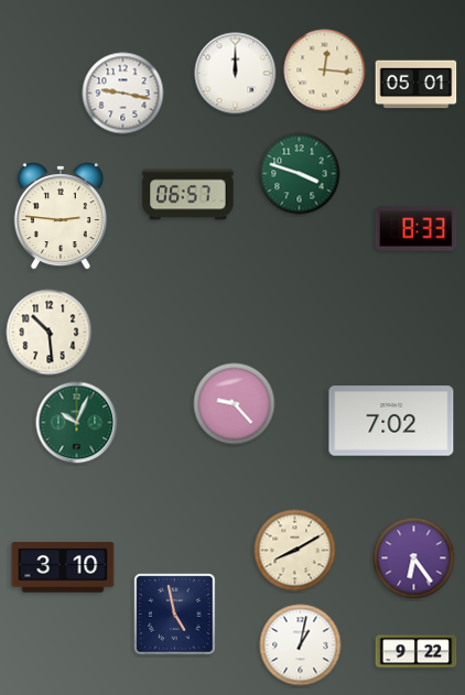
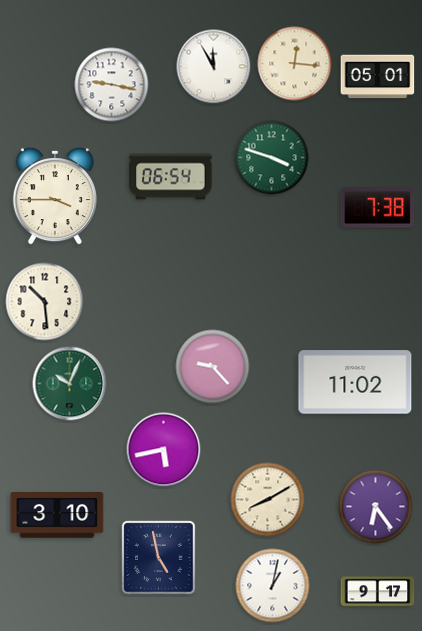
clock at (236, 74): 12:00 -> 11:55
clock at (188, 195): 06:57 -> 06:54
clock at (61, 216): 2:46 -> 3:45
clock at (417, 229): 8:33 -> 7:38
clock at (391, 421): 7:02 -> 11:02
clock at (164, 450): none -> 5:43
clock at (417, 652): 9:22 -> 9:17
